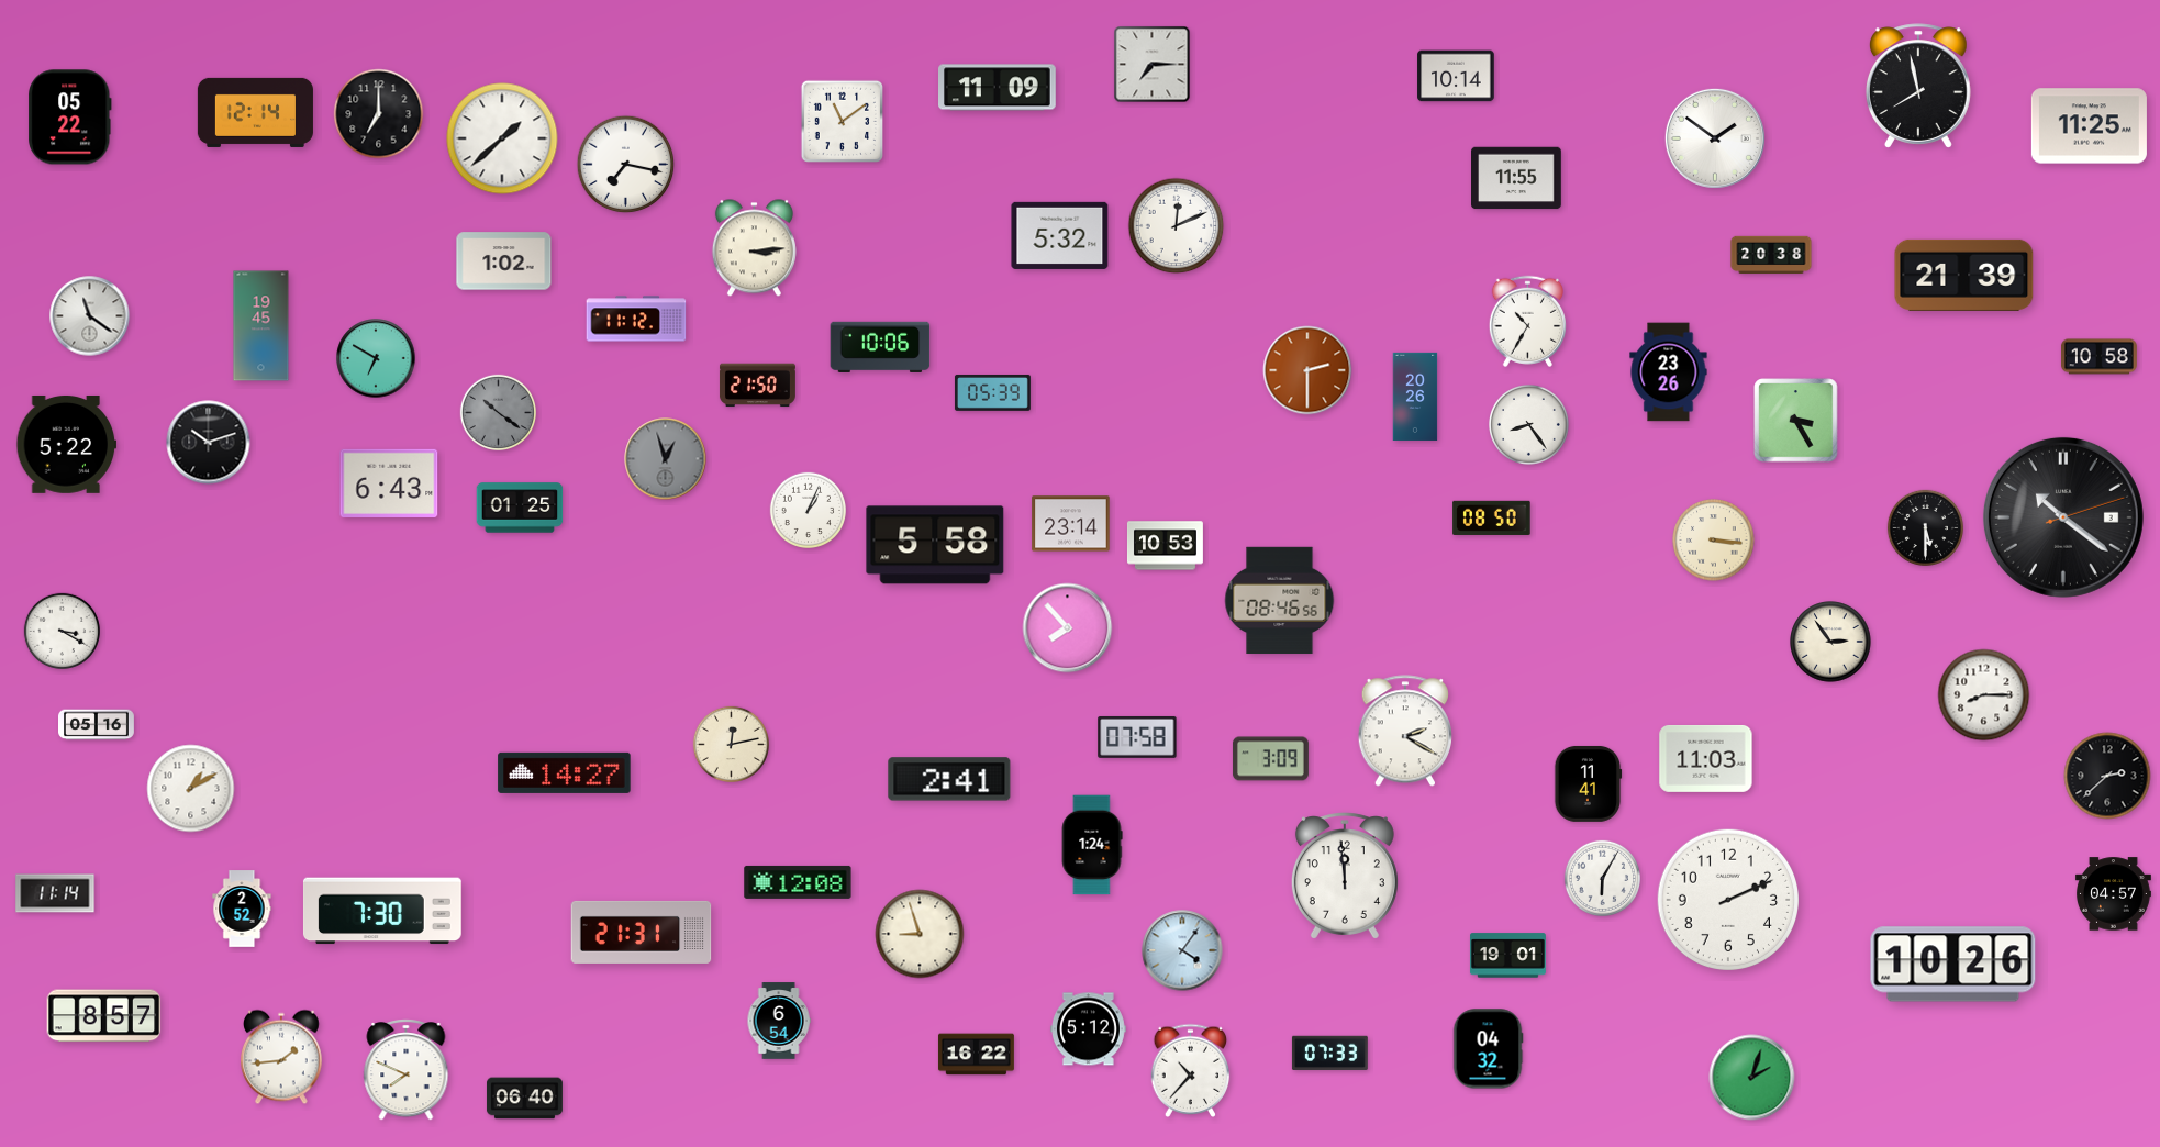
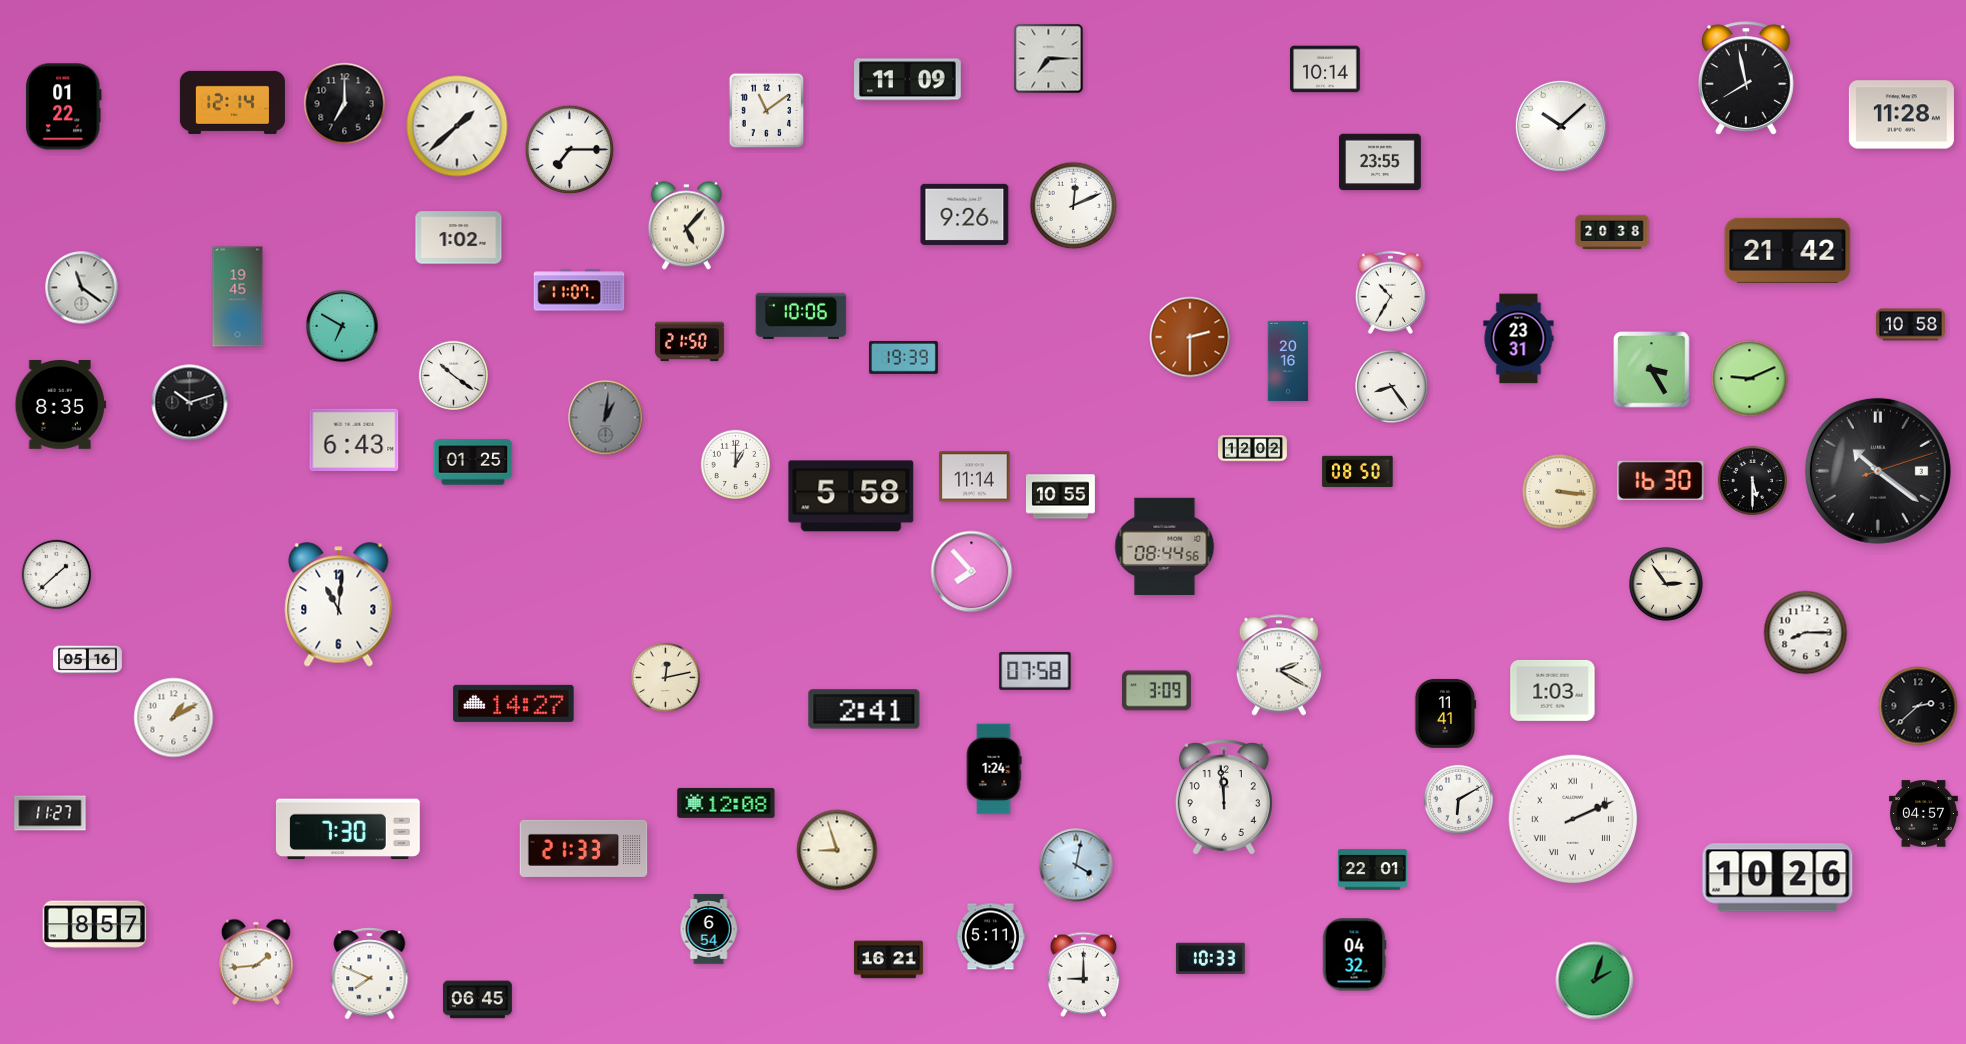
clock at (70, 118): 05:22 -> 01:22
clock at (2089, 126): 11:25 -> 11:28
clock at (1715, 138): 1:51 -> 10:08
clock at (626, 165): 7:17 -> 7:15
clock at (1517, 178): 11:55 -> 23:55
clock at (1177, 226) position: (1177, 226) -> (1074, 206)
clock at (1060, 235): 5:32 -> 9:26
clock at (754, 248): 3:14 -> 5:07
clock at (1964, 275): 21:39 -> 21:42
clock at (636, 319): 11:12 -> 11:07
clock at (1669, 372): 23:26 -> 23:31
clock at (757, 386) position: (757, 386) -> (689, 342)
clock at (992, 392): 05:39 -> 19:39
clock at (1415, 397): 20:26 -> 20:16
clock at (499, 412) dial: grey -> white
clock at (1750, 379): none -> 9:11
clock at (1796, 421) position: (1796, 421) -> (1652, 370)
clock at (67, 444): 5:22 -> 8:35
clock at (666, 459): 12:57 -> 1:01
clock at (1253, 449): none -> 12:02
clock at (809, 510): 1:04 -> 1:00
clock at (1071, 524): 23:14 -> 11:14
clock at (1661, 480): none -> 16:30
clock at (1165, 546): 10:53 -> 10:55
clock at (1280, 601): 08:46 -> 08:44
clock at (63, 631): 3:20 -> 1:38
clock at (339, 605): none -> 11:01
clock at (1706, 758): 11:03 -> 1:03
clock at (1603, 878): 6:05 -> 6:10
clock at (55, 893): 11:14 -> 11:27
clock at (1727, 899) numerals: Arabic -> Roman
clock at (242, 909): 2:52 -> none
clock at (642, 932): 21:31 -> 21:33
clock at (1182, 950): 4:06 -> 4:02
clock at (1507, 956): 19:01 -> 22:01
clock at (1088, 1029): 5:12 -> 5:11
clock at (1329, 1053): 07:33 -> 10:33
clock at (976, 1055): 16:22 -> 16:21
clock at (1191, 1070): 10:37 -> 9:00
clock at (524, 1099): 06:40 -> 06:45
